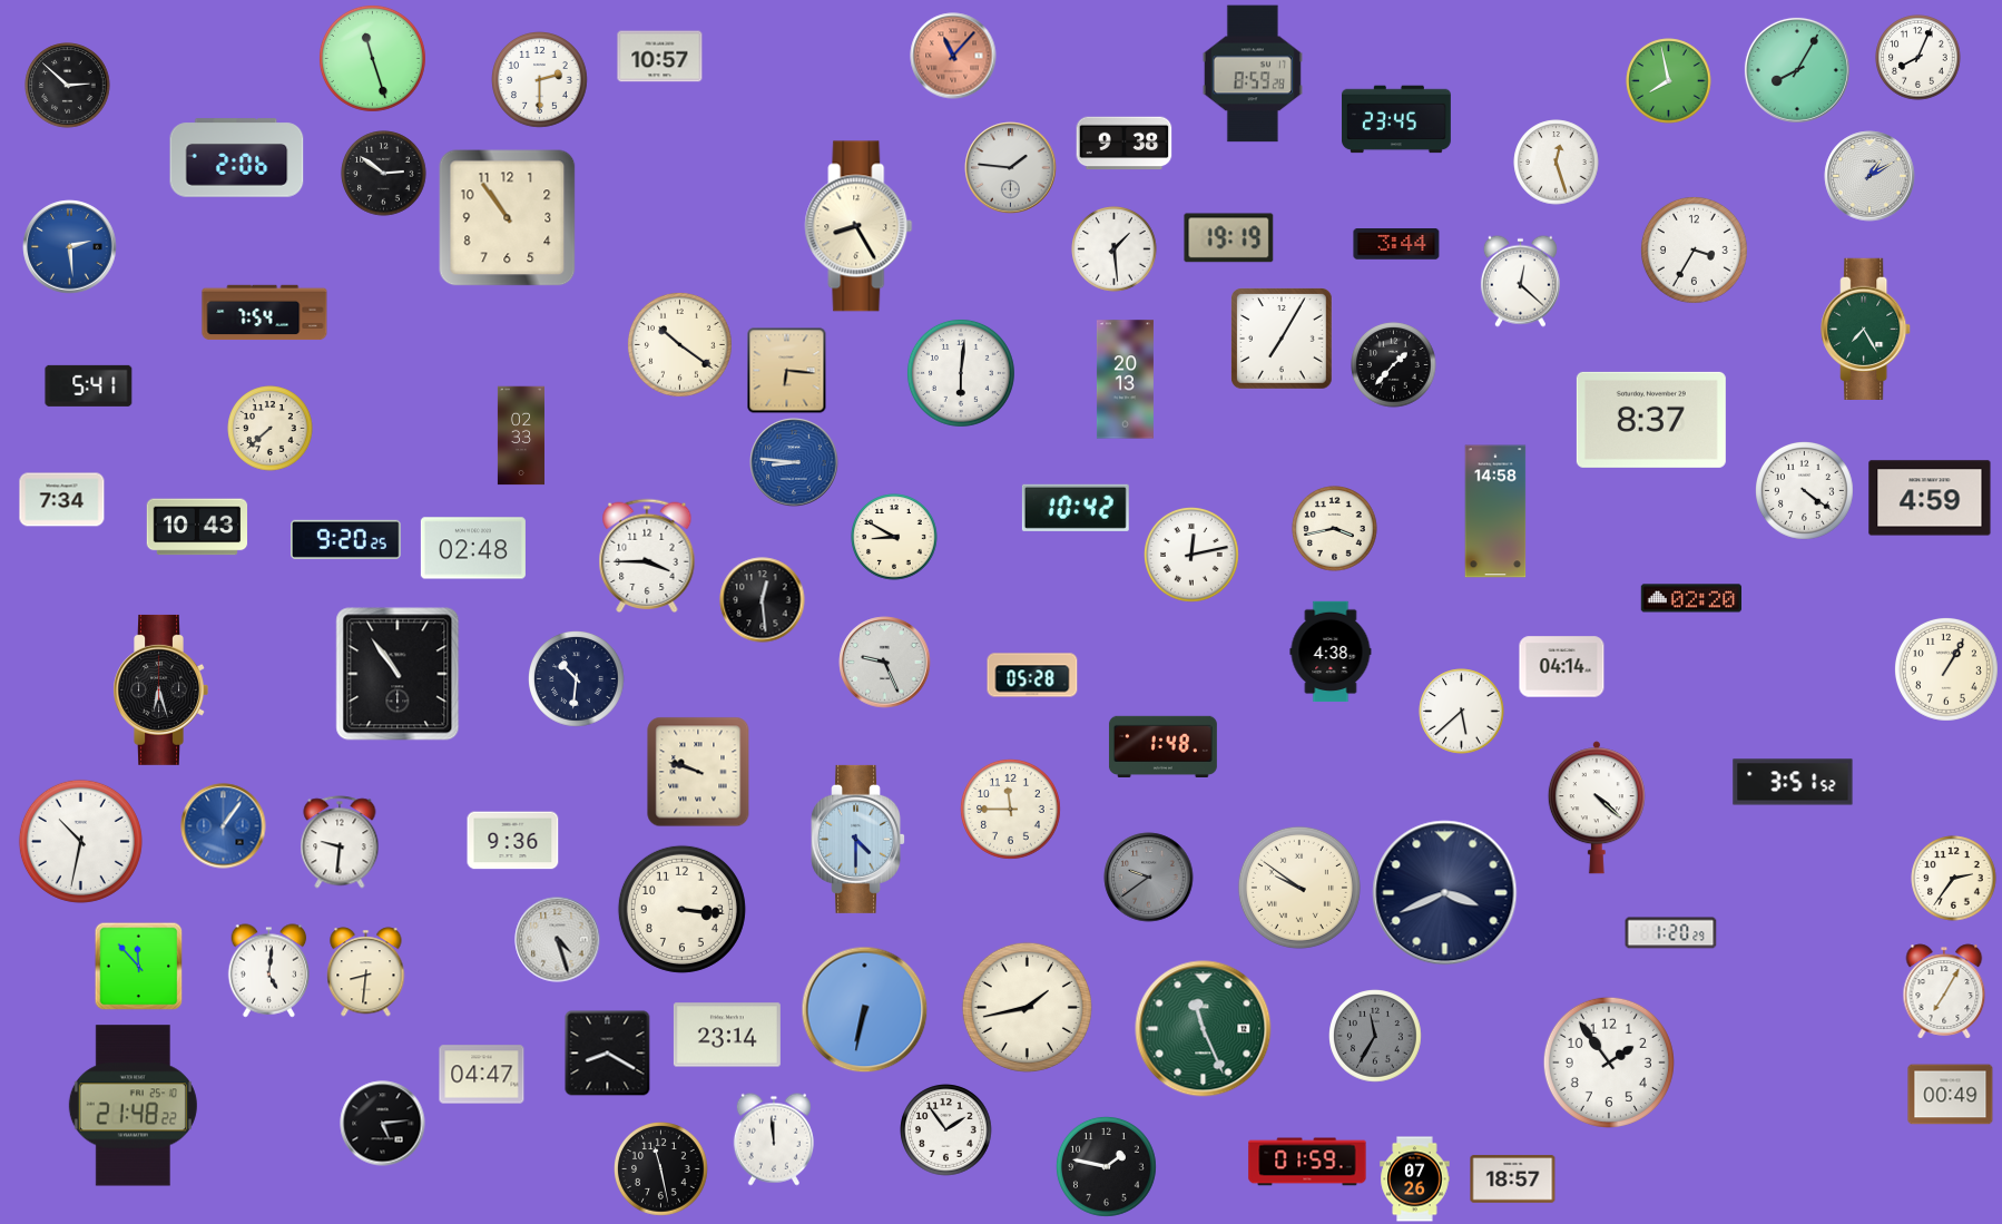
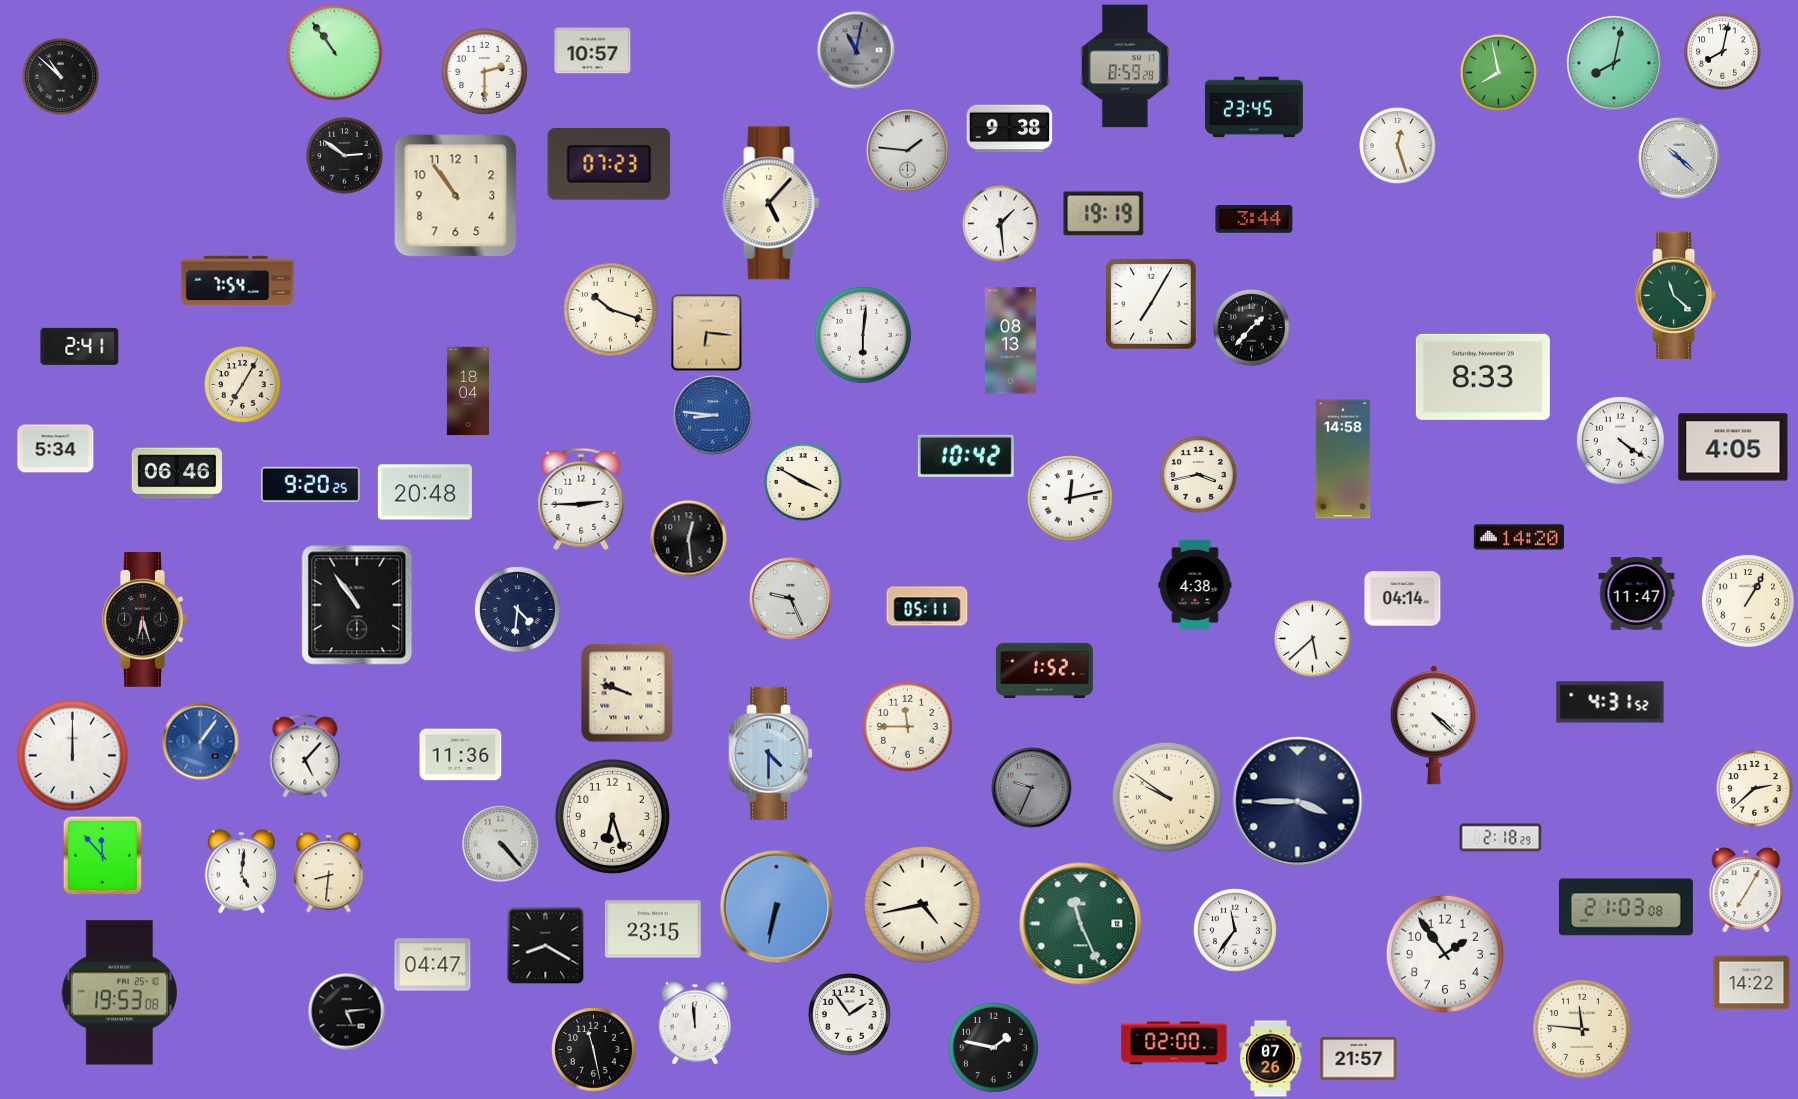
clock at (953, 56): 11:07 -> 11:02
clock at (953, 56) dial: salmon -> grey
clock at (372, 58): 11:27 -> 10:54
clock at (1918, 58): 8:04 -> 8:02
clock at (1797, 70): 8:05 -> 8:02
clock at (68, 86): 2:52 -> 10:52
clock at (237, 158): 2:06 -> none
clock at (1869, 176): 1:10 -> 10:22
clock at (609, 165): none -> 07:23
clock at (858, 226): 8:25 -> 5:07
clock at (70, 247): 2:29 -> none
clock at (1694, 249): 3:35 -> none
clock at (1520, 281): 12:22 -> none
clock at (1866, 329): 7:25 -> 11:22
clock at (679, 344): 10:21 -> 10:18
clock at (1125, 380): 20:13 -> 08:13
clock at (89, 385): 5:41 -> 2:41
clock at (1651, 420): 8:37 -> 8:33
clock at (271, 429): 7:38 -> 7:05
clock at (521, 435): 02:33 -> 18:04
clock at (1930, 498): 4:59 -> 4:05
clock at (62, 500): 7:34 -> 5:34
clock at (197, 527): 10:43 -> 06:46
clock at (894, 537): 8:50 -> 3:50
clock at (473, 548): 02:48 -> 20:48
clock at (647, 556): 3:45 -> 2:45
clock at (1691, 598): 02:20 -> 14:20
clock at (763, 600) position: (763, 600) -> (689, 539)
clock at (1637, 594): none -> 11:47
clock at (885, 663) position: (885, 663) -> (791, 599)
clock at (1032, 675): 05:28 -> 05:11
clock at (577, 679): 10:31 -> 4:31
clock at (1162, 746): 1:48 -> 1:52
clock at (1793, 782): 3:51 -> 4:31
clock at (80, 841): 10:32 -> 12:00
clock at (513, 841): 9:36 -> 11:36
clock at (340, 842): 9:31 -> 5:07
clock at (1149, 878): 9:39 -> 9:34
clock at (1954, 879): 2:36 -> 2:38
clock at (1445, 893): 3:41 -> 3:45
clock at (681, 909): 3:16 -> 6:27
clock at (1671, 933): 1:20 -> 2:18
clock at (558, 940): 4:27 -> 4:23
clock at (138, 966) position: (138, 966) -> (102, 855)
clock at (1027, 1007): 1:43 -> 4:43
clock at (1626, 907): none -> 21:03
clock at (727, 1035): 23:14 -> 23:15
clock at (1375, 1036): 11:35 -> 11:36
clock at (1375, 1036) dial: grey -> white
clock at (1951, 1095): 00:49 -> 14:22
clock at (133, 1106): 21:48 -> 19:53
clock at (383, 1124) position: (383, 1124) -> (347, 1012)
clock at (1582, 1029): none -> 11:46
clock at (1307, 1162): 01:59 -> 02:00
clock at (1513, 1179): 18:57 -> 21:57
